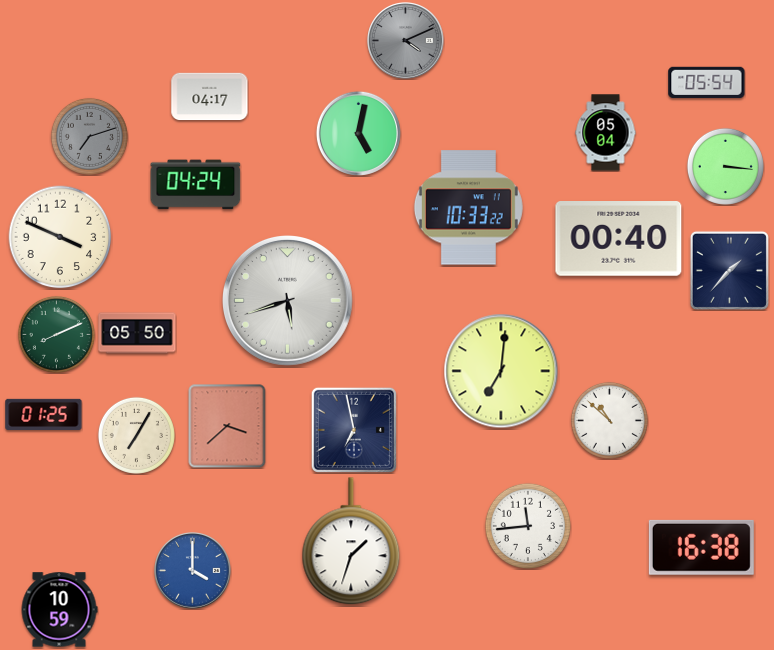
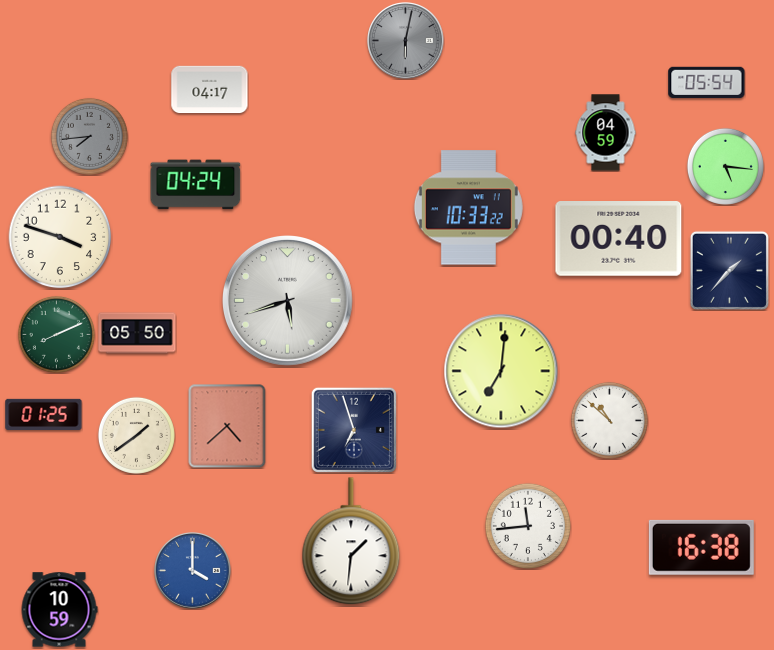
clock at (406, 41): 4:11 -> 6:02
clock at (210, 97) position: (210, 97) -> (210, 90)
clock at (358, 133): 5:02 -> none
clock at (606, 133): 05:04 -> 04:59
clock at (89, 136): 7:12 -> 7:44
clock at (725, 166): 3:16 -> 5:16
clock at (60, 237): 3:49 -> 3:48
clock at (227, 426): 3:38 -> 4:38
clock at (354, 430): 6:58 -> 6:57
clock at (136, 435): 7:05 -> 1:39
clock at (351, 542): 1:33 -> 1:31
